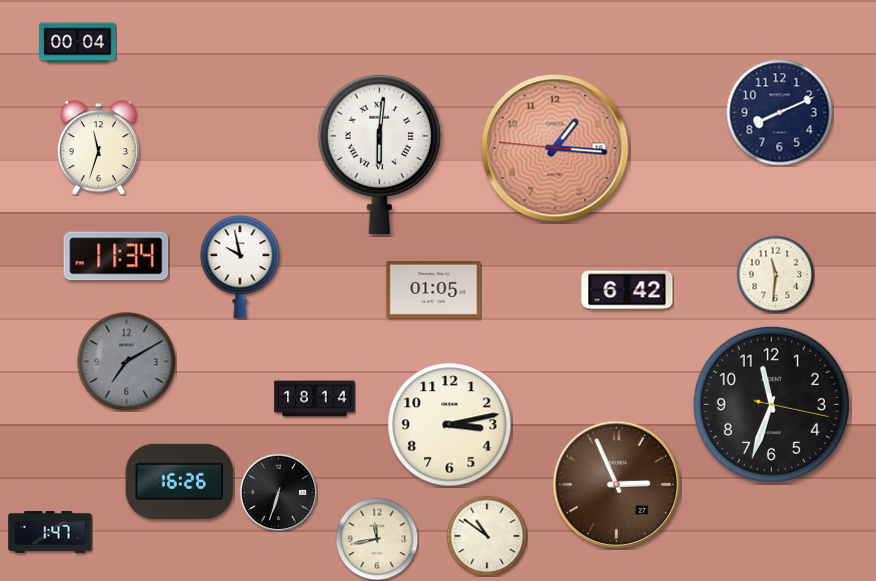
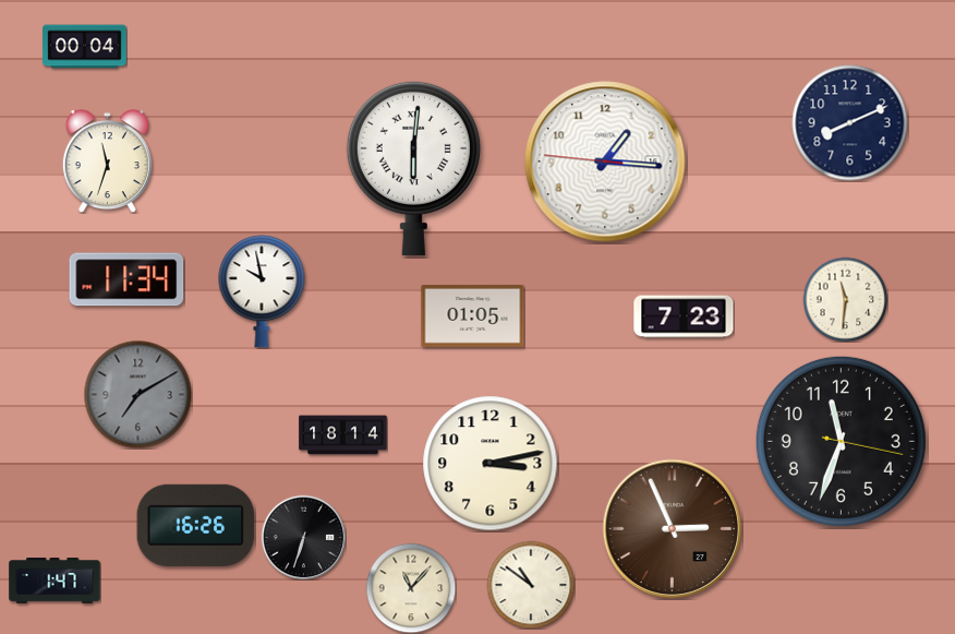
clock at (555, 148) dial: salmon -> white
clock at (627, 290): 6:42 -> 7:23
clock at (377, 539): 11:43 -> 11:07
